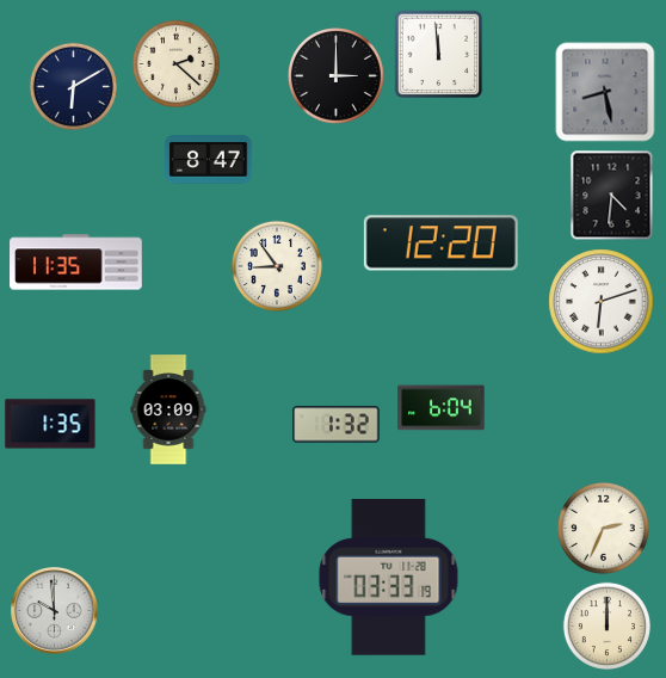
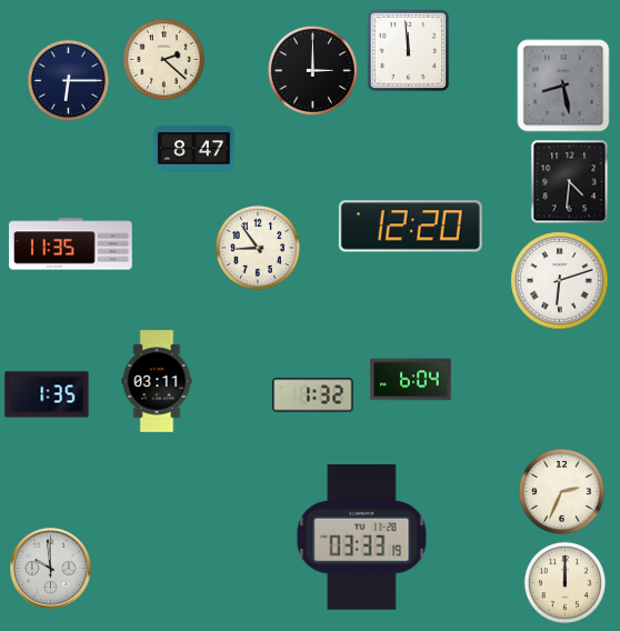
clock at (73, 86): 6:10 -> 6:15
clock at (168, 409): 03:09 -> 03:11
